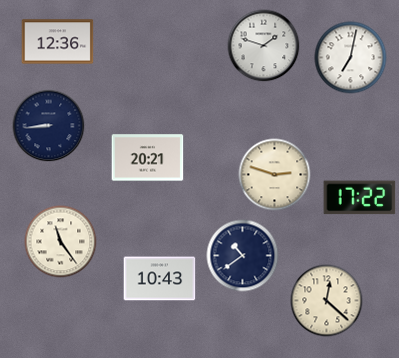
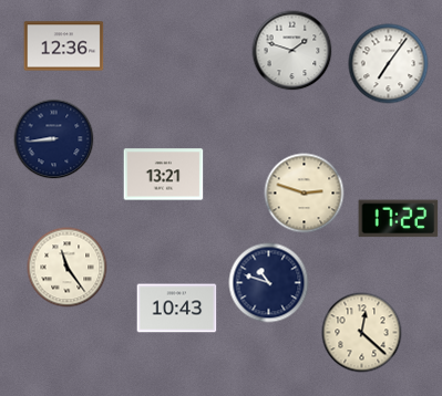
clock at (351, 58): 7:02 -> 7:06
clock at (148, 158): 20:21 -> 13:21
clock at (243, 256): 10:39 -> 10:48
